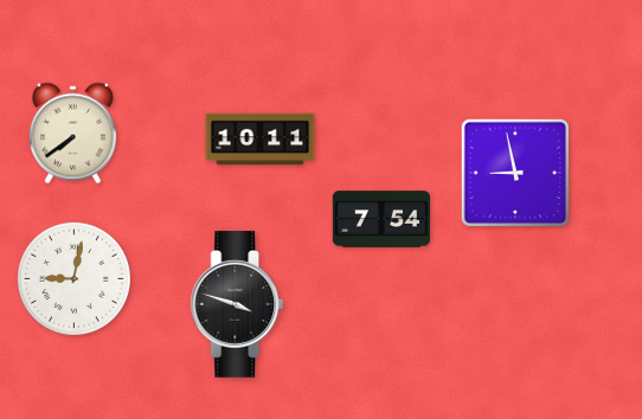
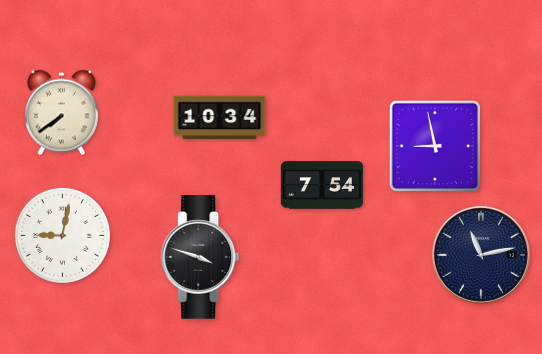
clock at (261, 140): 10:11 -> 10:34
clock at (481, 255): none -> 11:13
